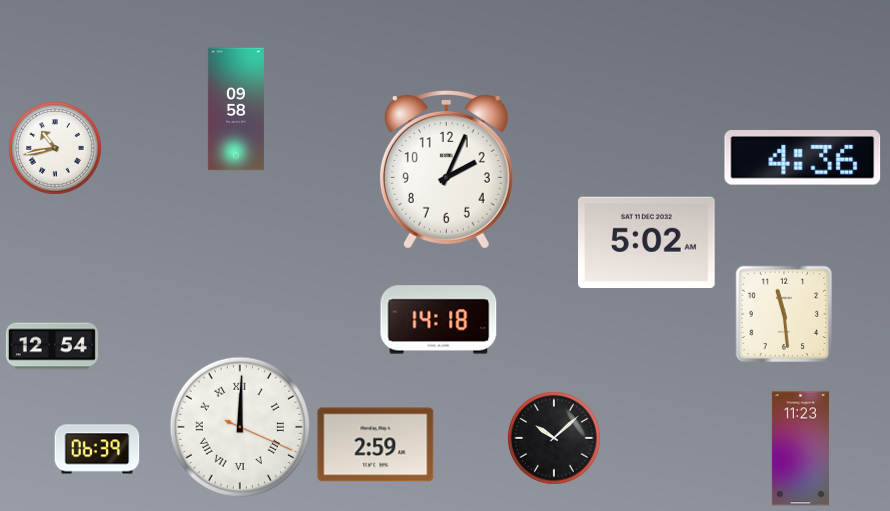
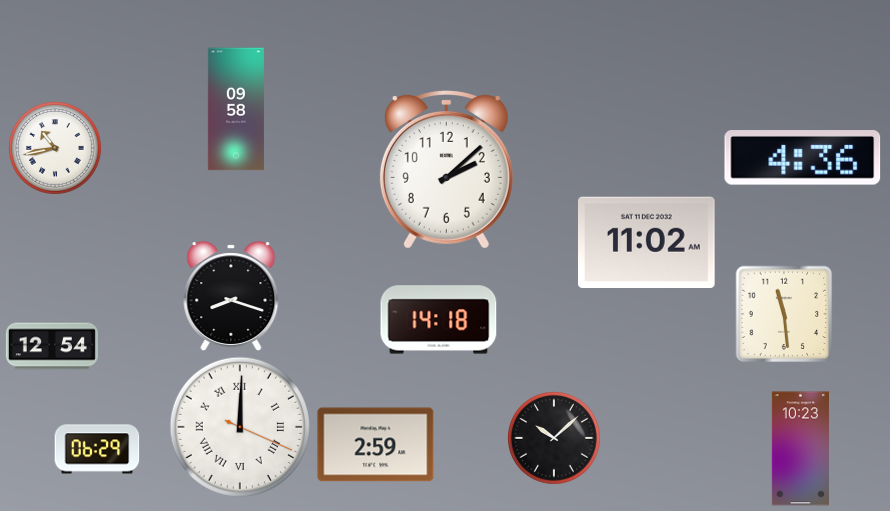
clock at (446, 170): 2:04 -> 2:08
clock at (647, 242): 5:02 -> 11:02
clock at (231, 296): none -> 8:18
clock at (97, 449): 06:39 -> 06:29
clock at (800, 449): 11:23 -> 10:23
